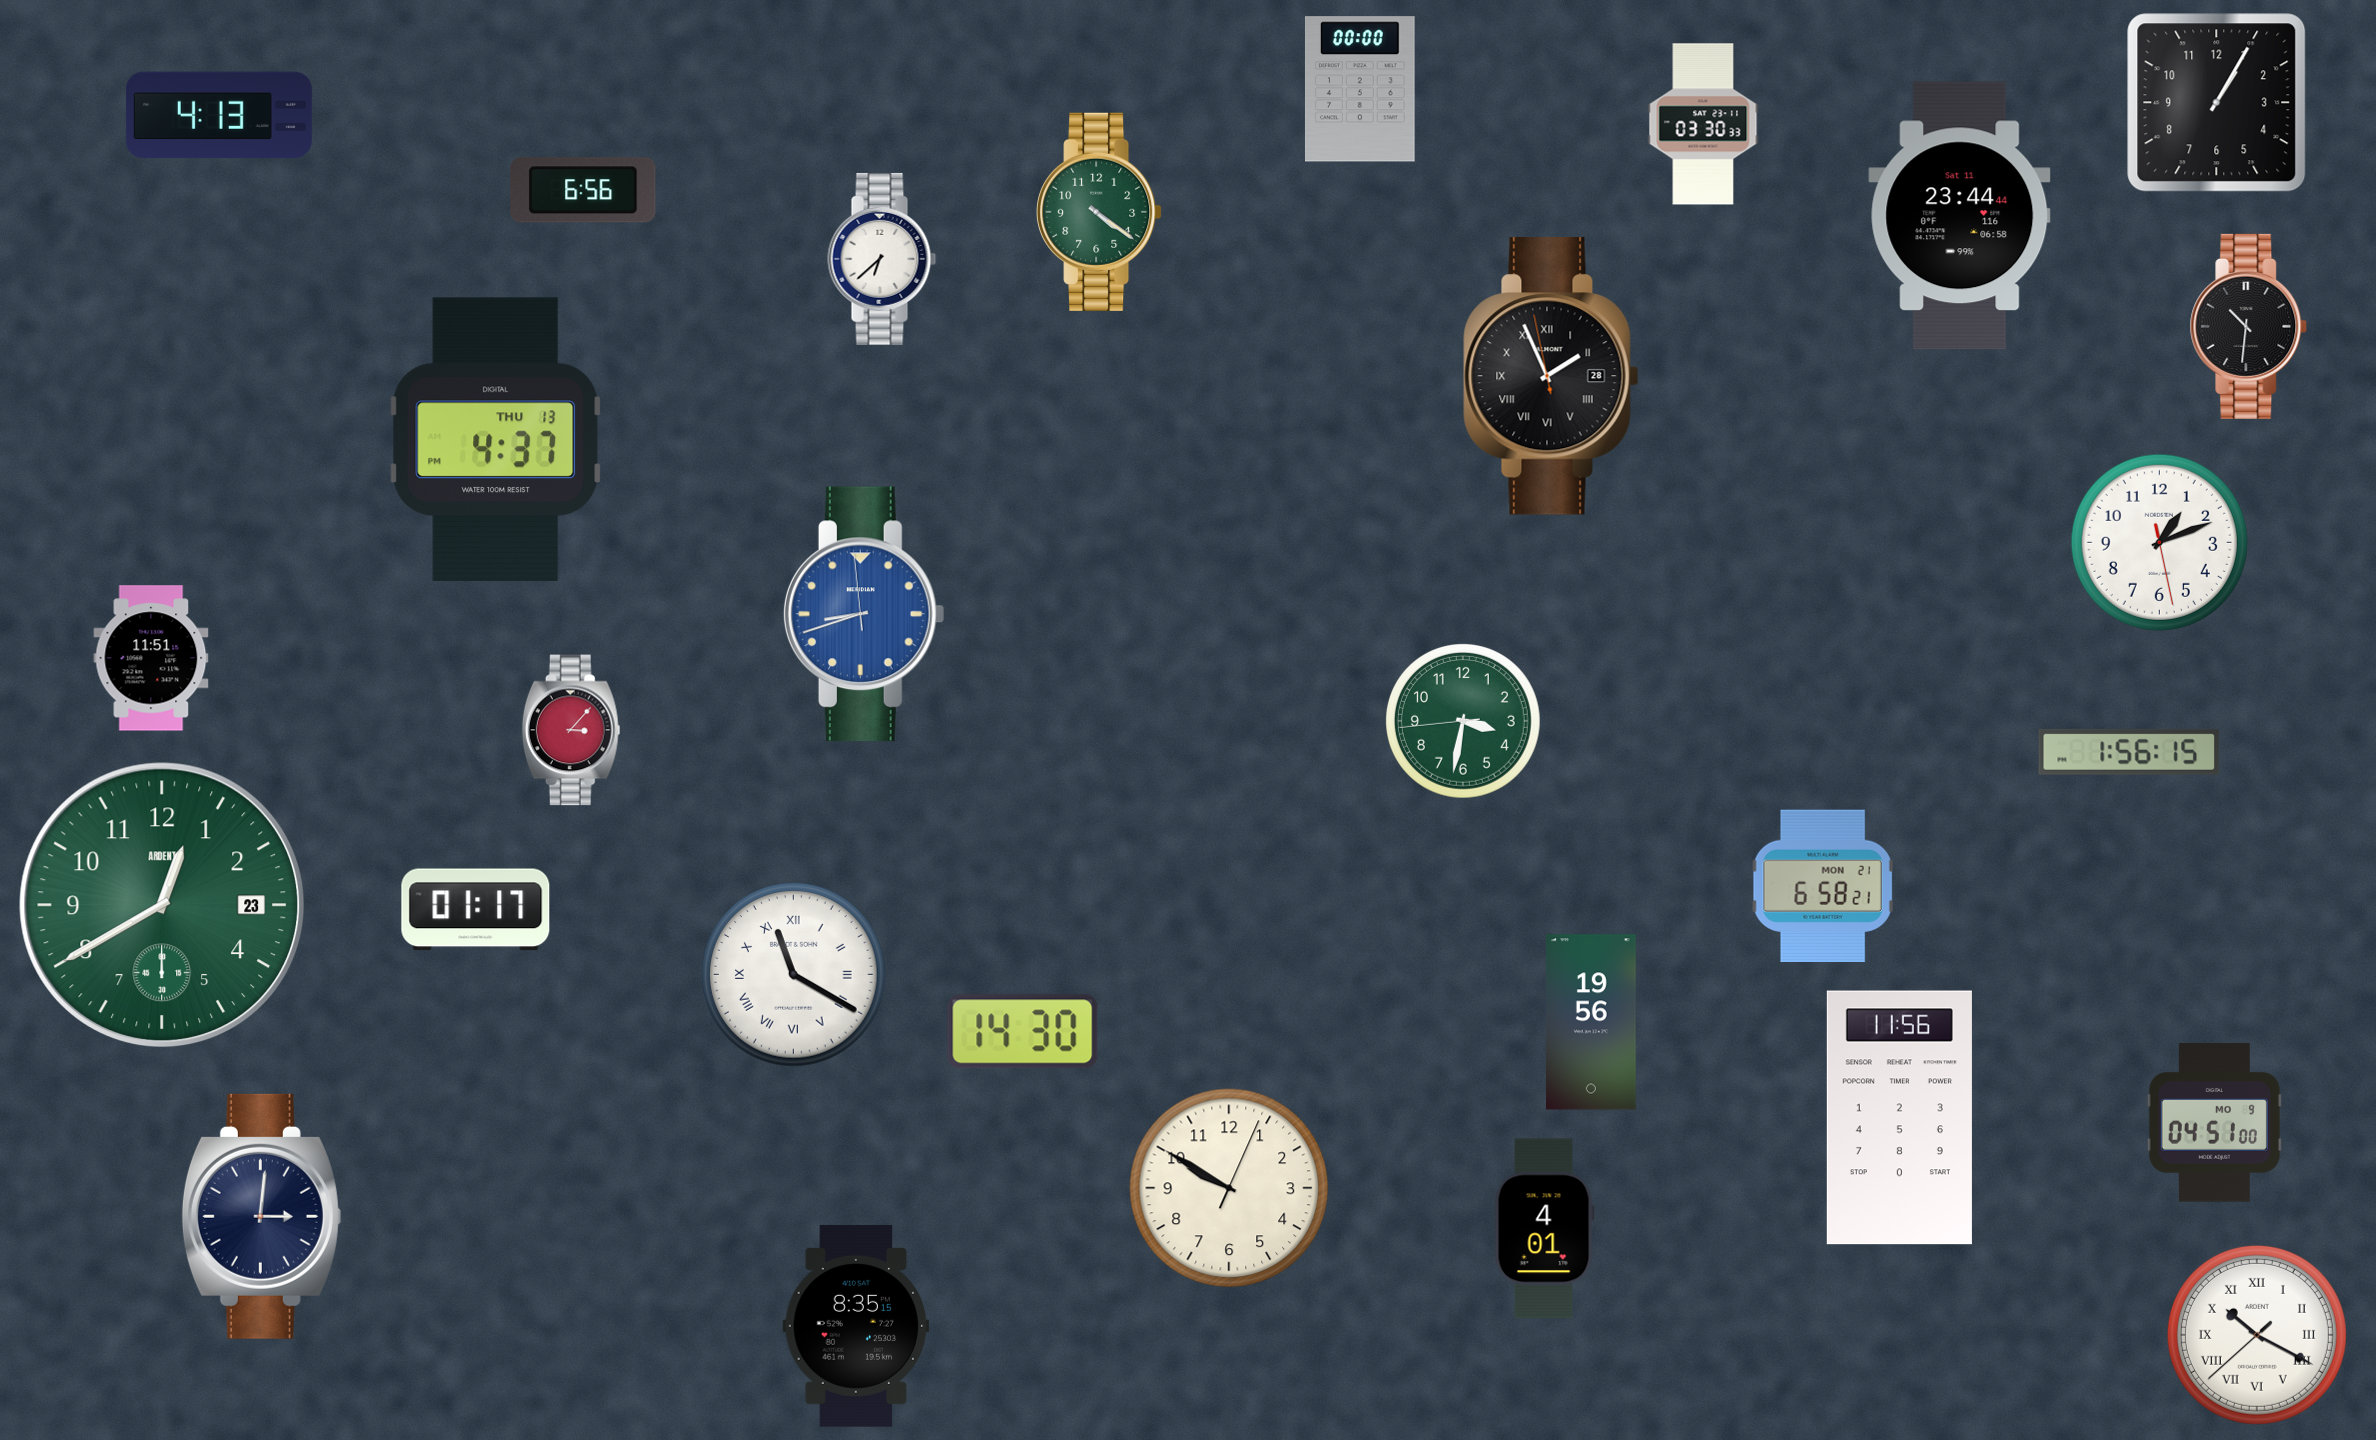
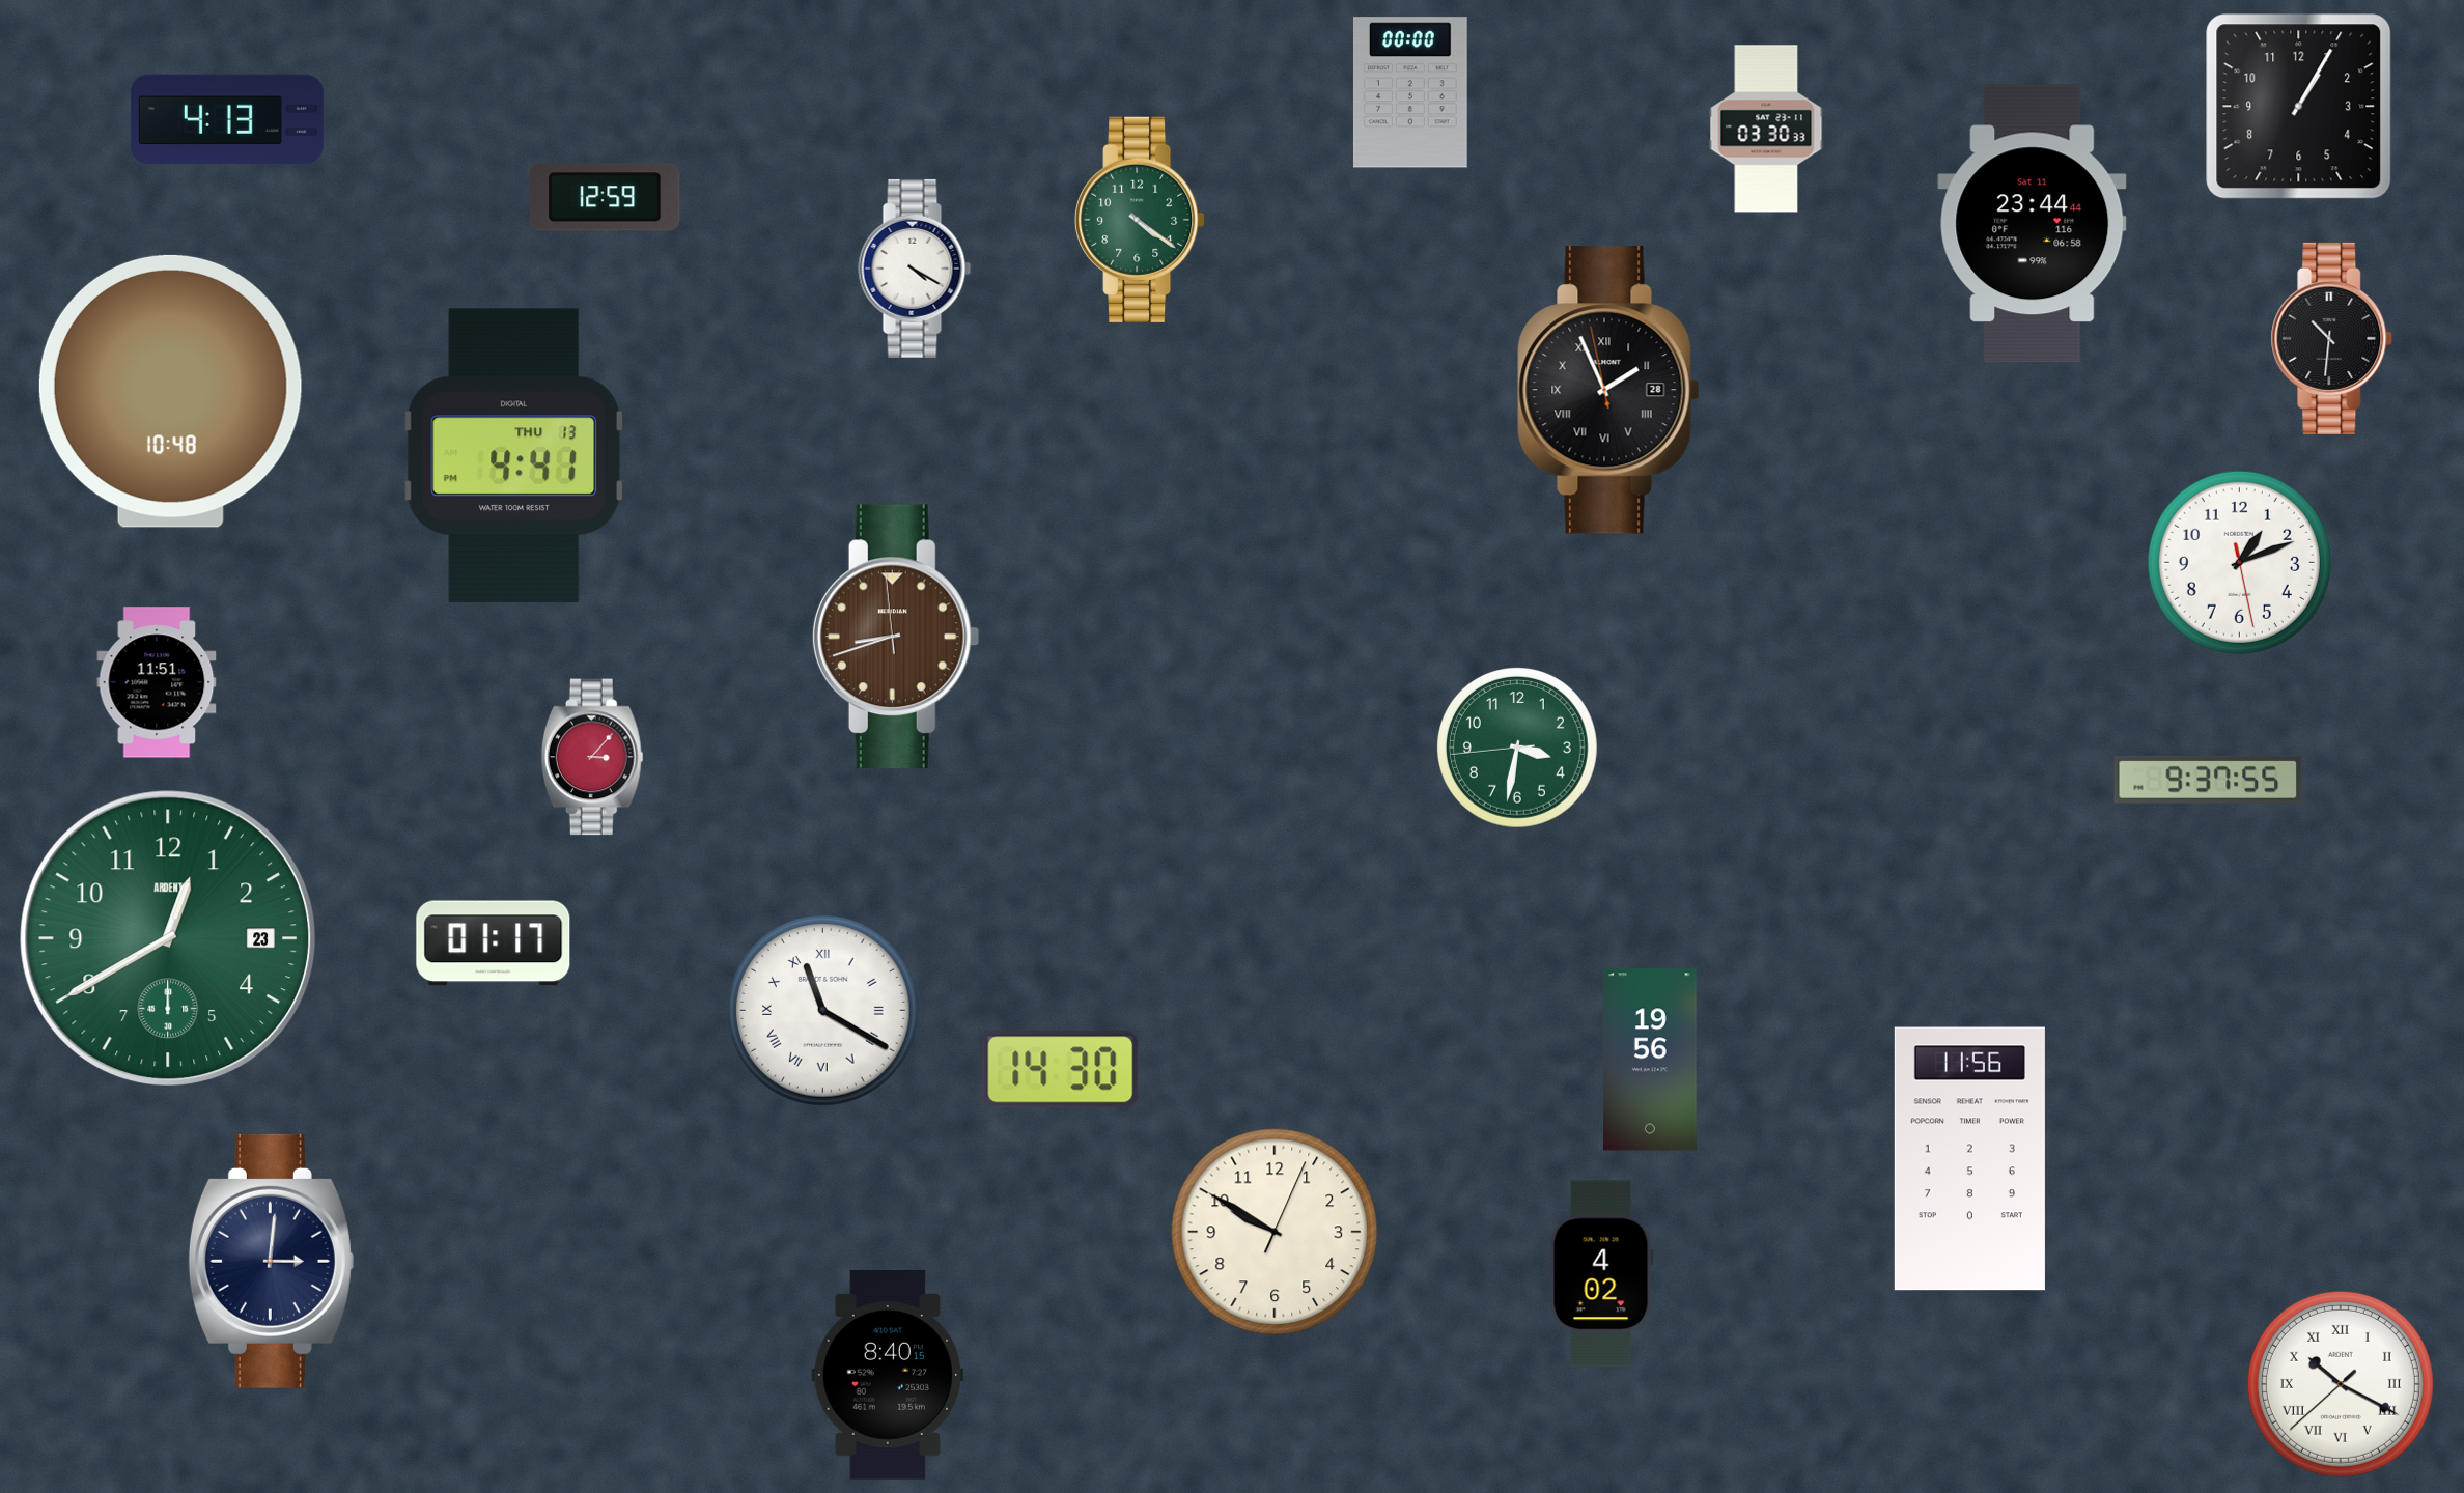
clock at (583, 190): 6:56 -> 12:59
clock at (882, 259): 6:38 -> 4:20
clock at (170, 391): none -> 10:48
clock at (495, 439): 4:37 -> 4:41
clock at (864, 614) dial: blue -> brown
clock at (2129, 752): 1:56 -> 9:37
clock at (1823, 885): 6:58 -> none
clock at (2214, 1123): 04:51 -> none
clock at (1544, 1229): 4:01 -> 4:02
clock at (856, 1326): 8:35 -> 8:40
